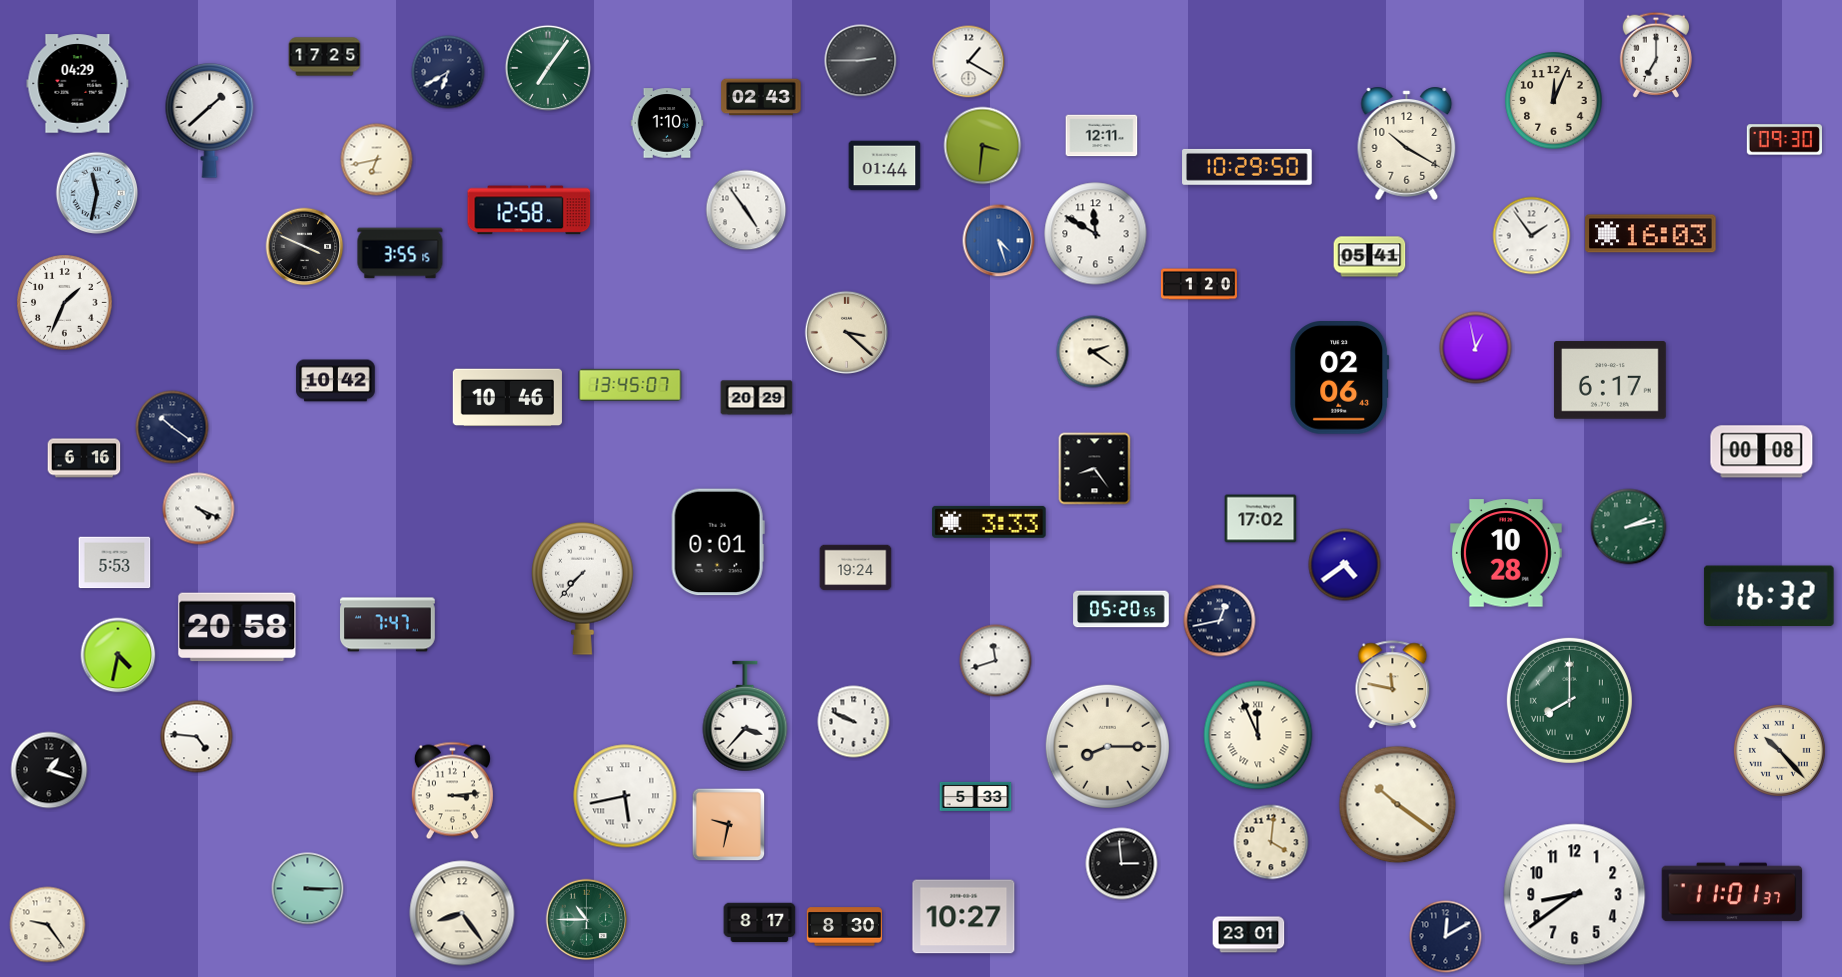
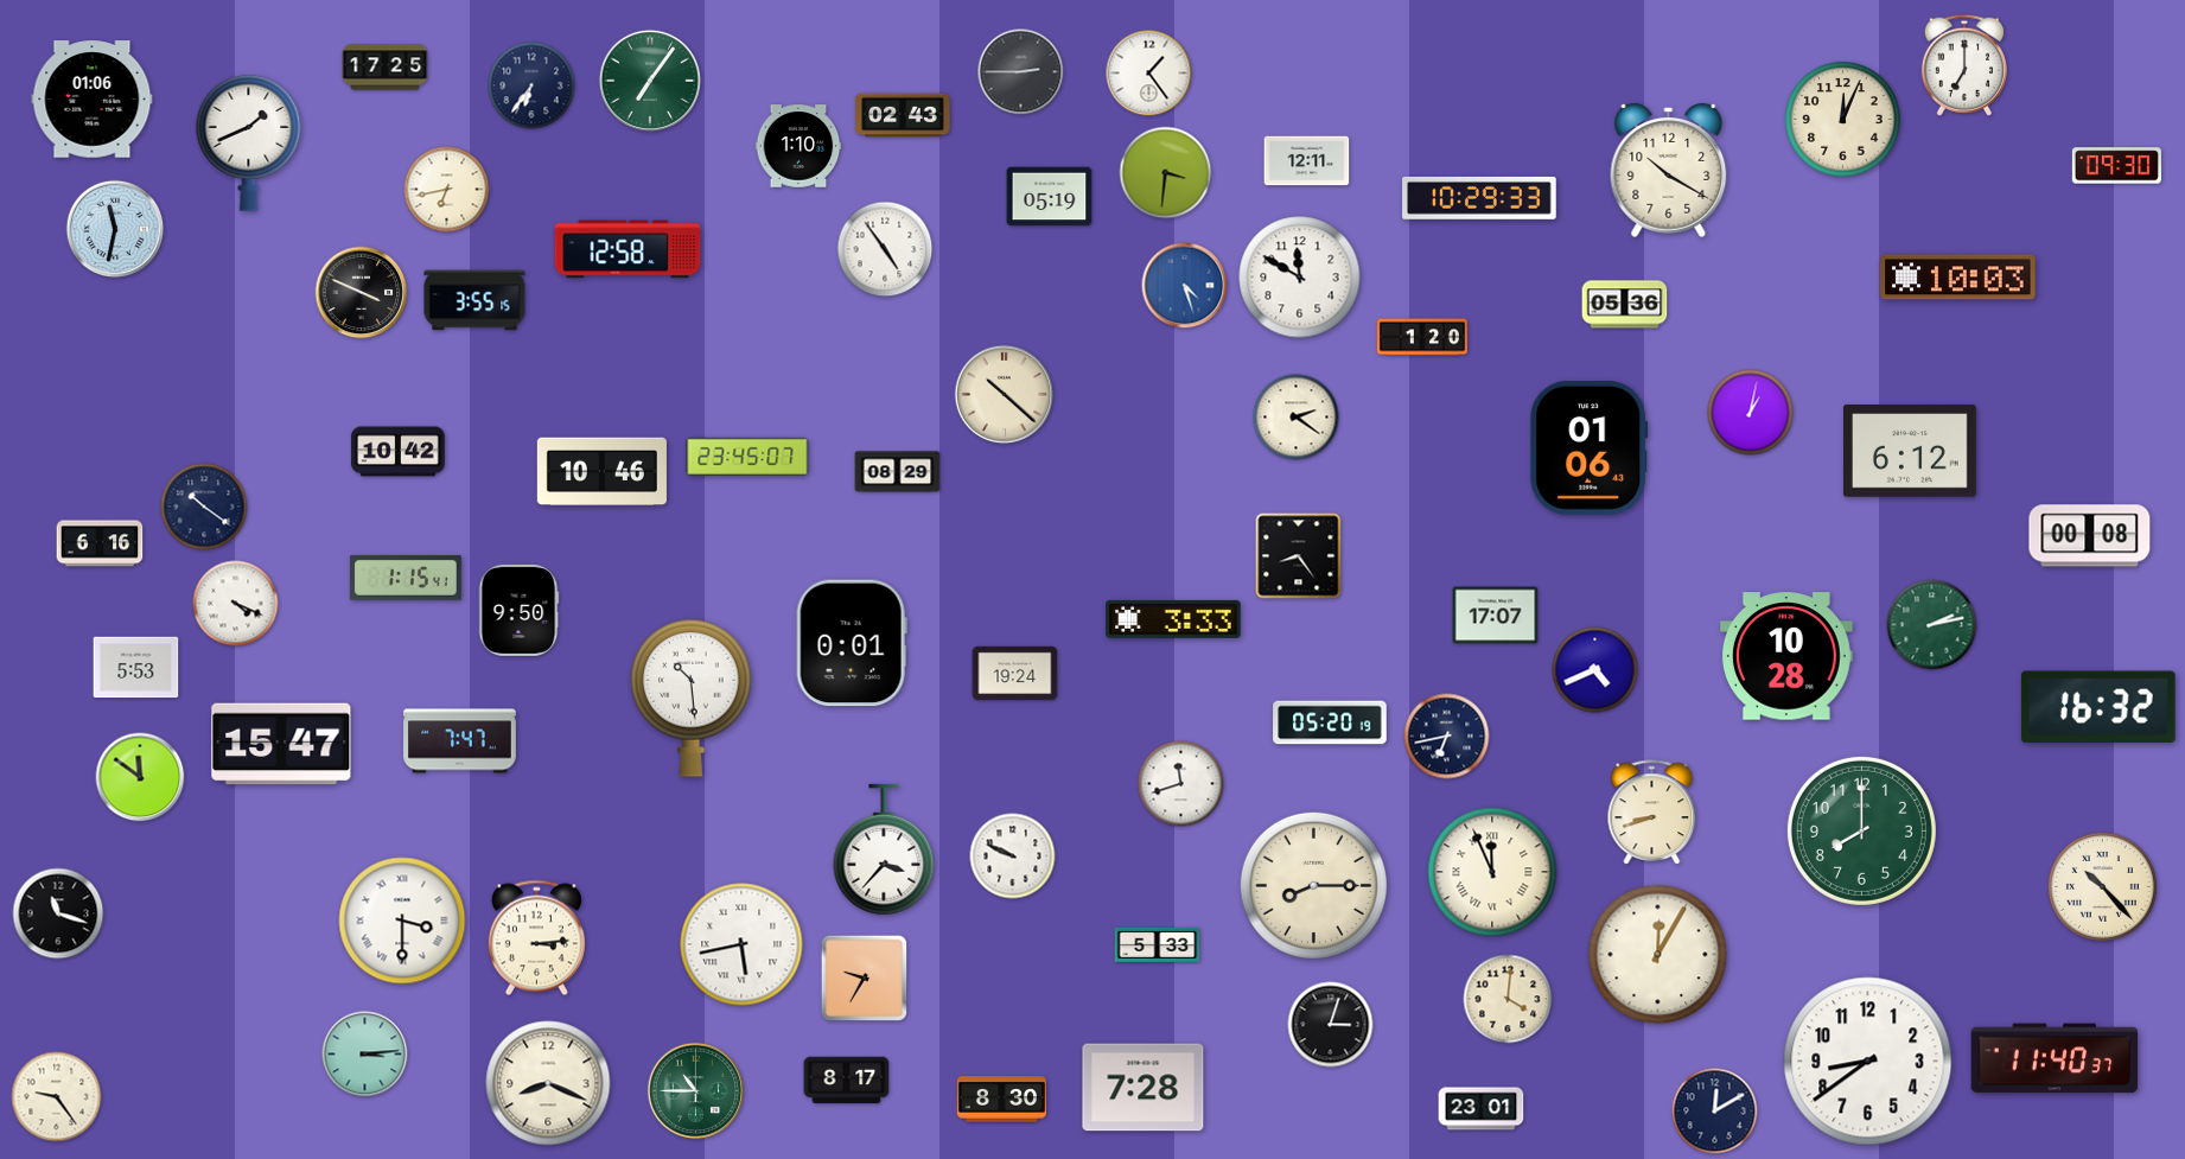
clock at (969, 62): 1:20 -> 1:24
clock at (448, 72): 6:40 -> 6:36
clock at (78, 84): 04:29 -> 01:06
clock at (210, 121): 1:38 -> 1:41
clock at (667, 123) position: (667, 123) -> (798, 146)
clock at (885, 166): 01:44 -> 05:19
clock at (1247, 167): 10:29:50 -> 10:29:33
clock at (1651, 234): 16:03 -> 10:03
clock at (1532, 236): 1:54 -> none
clock at (1370, 257): 05:41 -> 05:36
clock at (65, 303): 1:34 -> none
clock at (847, 333): 3:22 -> 10:22
clock at (1476, 348): 12:58 -> 1:02
clock at (1340, 378): 02:06 -> 01:06
clock at (1610, 380): 6:17 -> 6:12
clock at (630, 385): 13:45 -> 23:45
clock at (757, 398): 20:29 -> 08:29
clock at (406, 578): none -> 1:15
clock at (518, 610): none -> 9:50
clock at (1261, 519): 17:02 -> 17:07
clock at (1345, 565): 4:39 -> 4:41
clock at (583, 588): 7:37 -> 10:29
clock at (1121, 609): 05:20:55 -> 05:20:19
clock at (1220, 621): 12:43 -> 6:43
clock at (237, 627): 20:58 -> 15:47
clock at (118, 655): 4:32 -> 11:51
clock at (1393, 685): 11:47 -> 8:42
clock at (1569, 700) numerals: Roman -> Arabic
clock at (197, 737): 4:46 -> none
clock at (1779, 750) position: (1779, 750) -> (2102, 886)
clock at (49, 770): 1:18 -> 11:18
clock at (402, 921): none -> 3:30
clock at (1398, 805): 10:21 -> 12:05
clock at (729, 825): 9:32 -> 9:35
clock at (1122, 864): 2:59 -> 3:03
clock at (308, 889): 3:15 -> 3:14
clock at (1732, 892): 11:01 -> 11:40
clock at (462, 913): 8:24 -> 8:19
clock at (964, 917): 10:27 -> 7:28
clock at (760, 923) position: (760, 923) -> (847, 1081)
